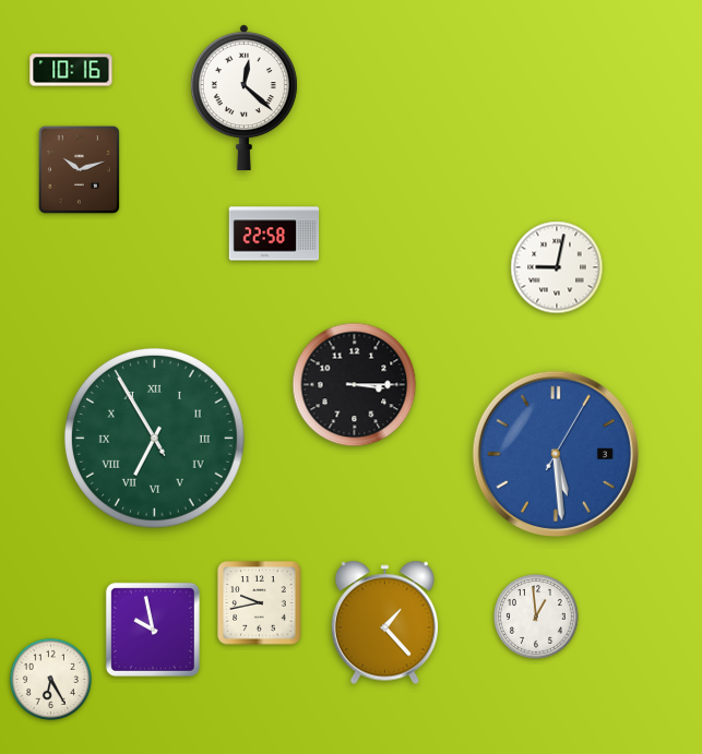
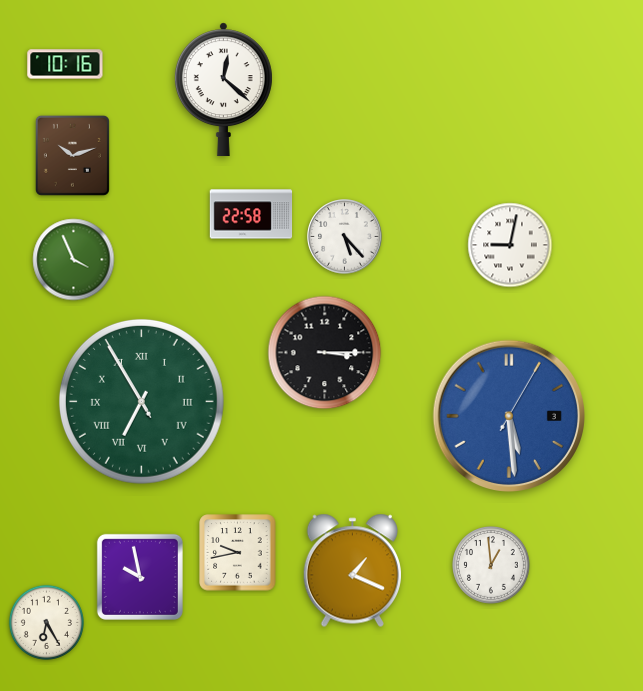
clock at (345, 237): none -> 5:23
clock at (74, 260): none -> 3:56
clock at (384, 623): 1:23 -> 1:19
